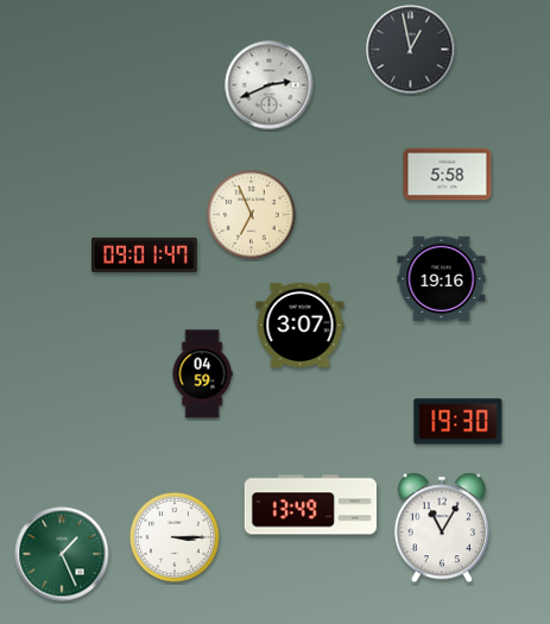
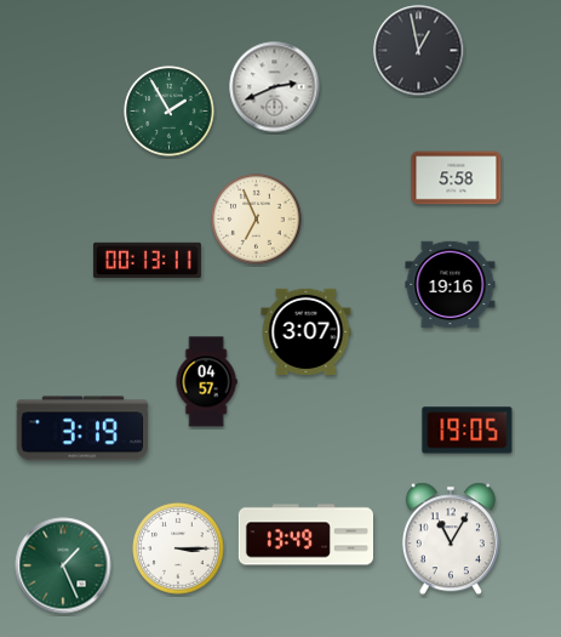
clock at (170, 112): none -> 1:55
clock at (144, 254): 09:01 -> 00:13
clock at (202, 374): 04:59 -> 04:57
clock at (82, 428): none -> 3:19
clock at (459, 422): 19:30 -> 19:05
clock at (310, 505) position: (310, 505) -> (305, 535)
